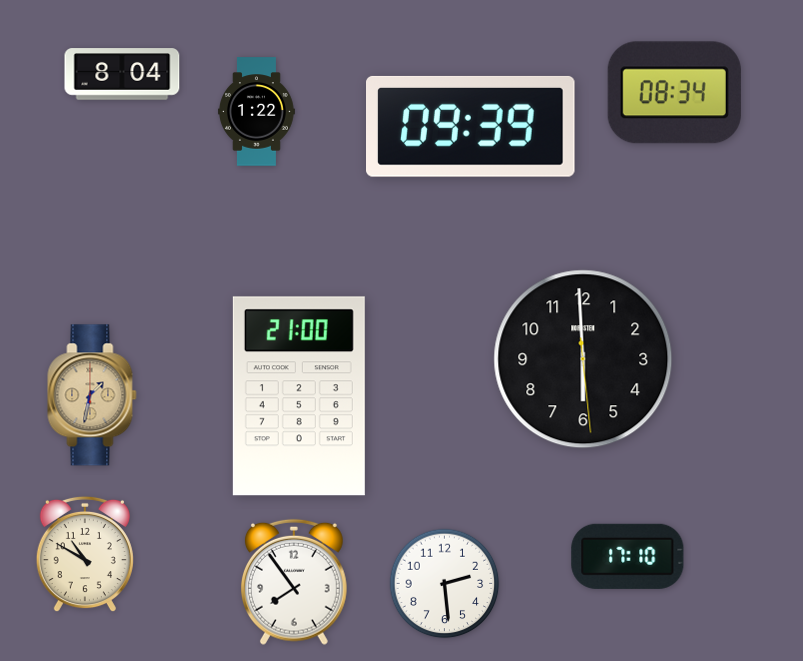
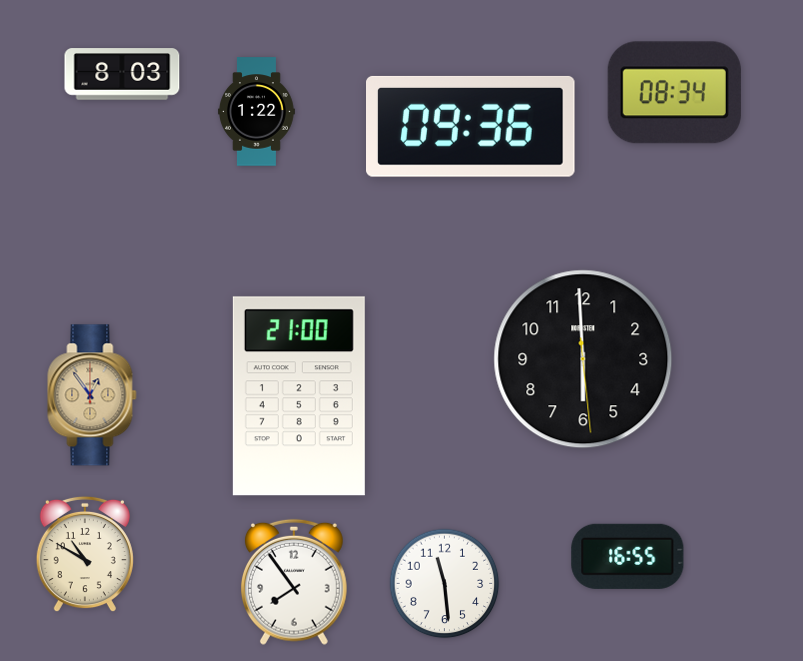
clock at (122, 74): 8:04 -> 8:03
clock at (471, 126): 09:39 -> 09:36
clock at (92, 395): 1:32 -> 12:54
clock at (628, 556): 17:10 -> 16:55
clock at (445, 584): 2:29 -> 11:29
